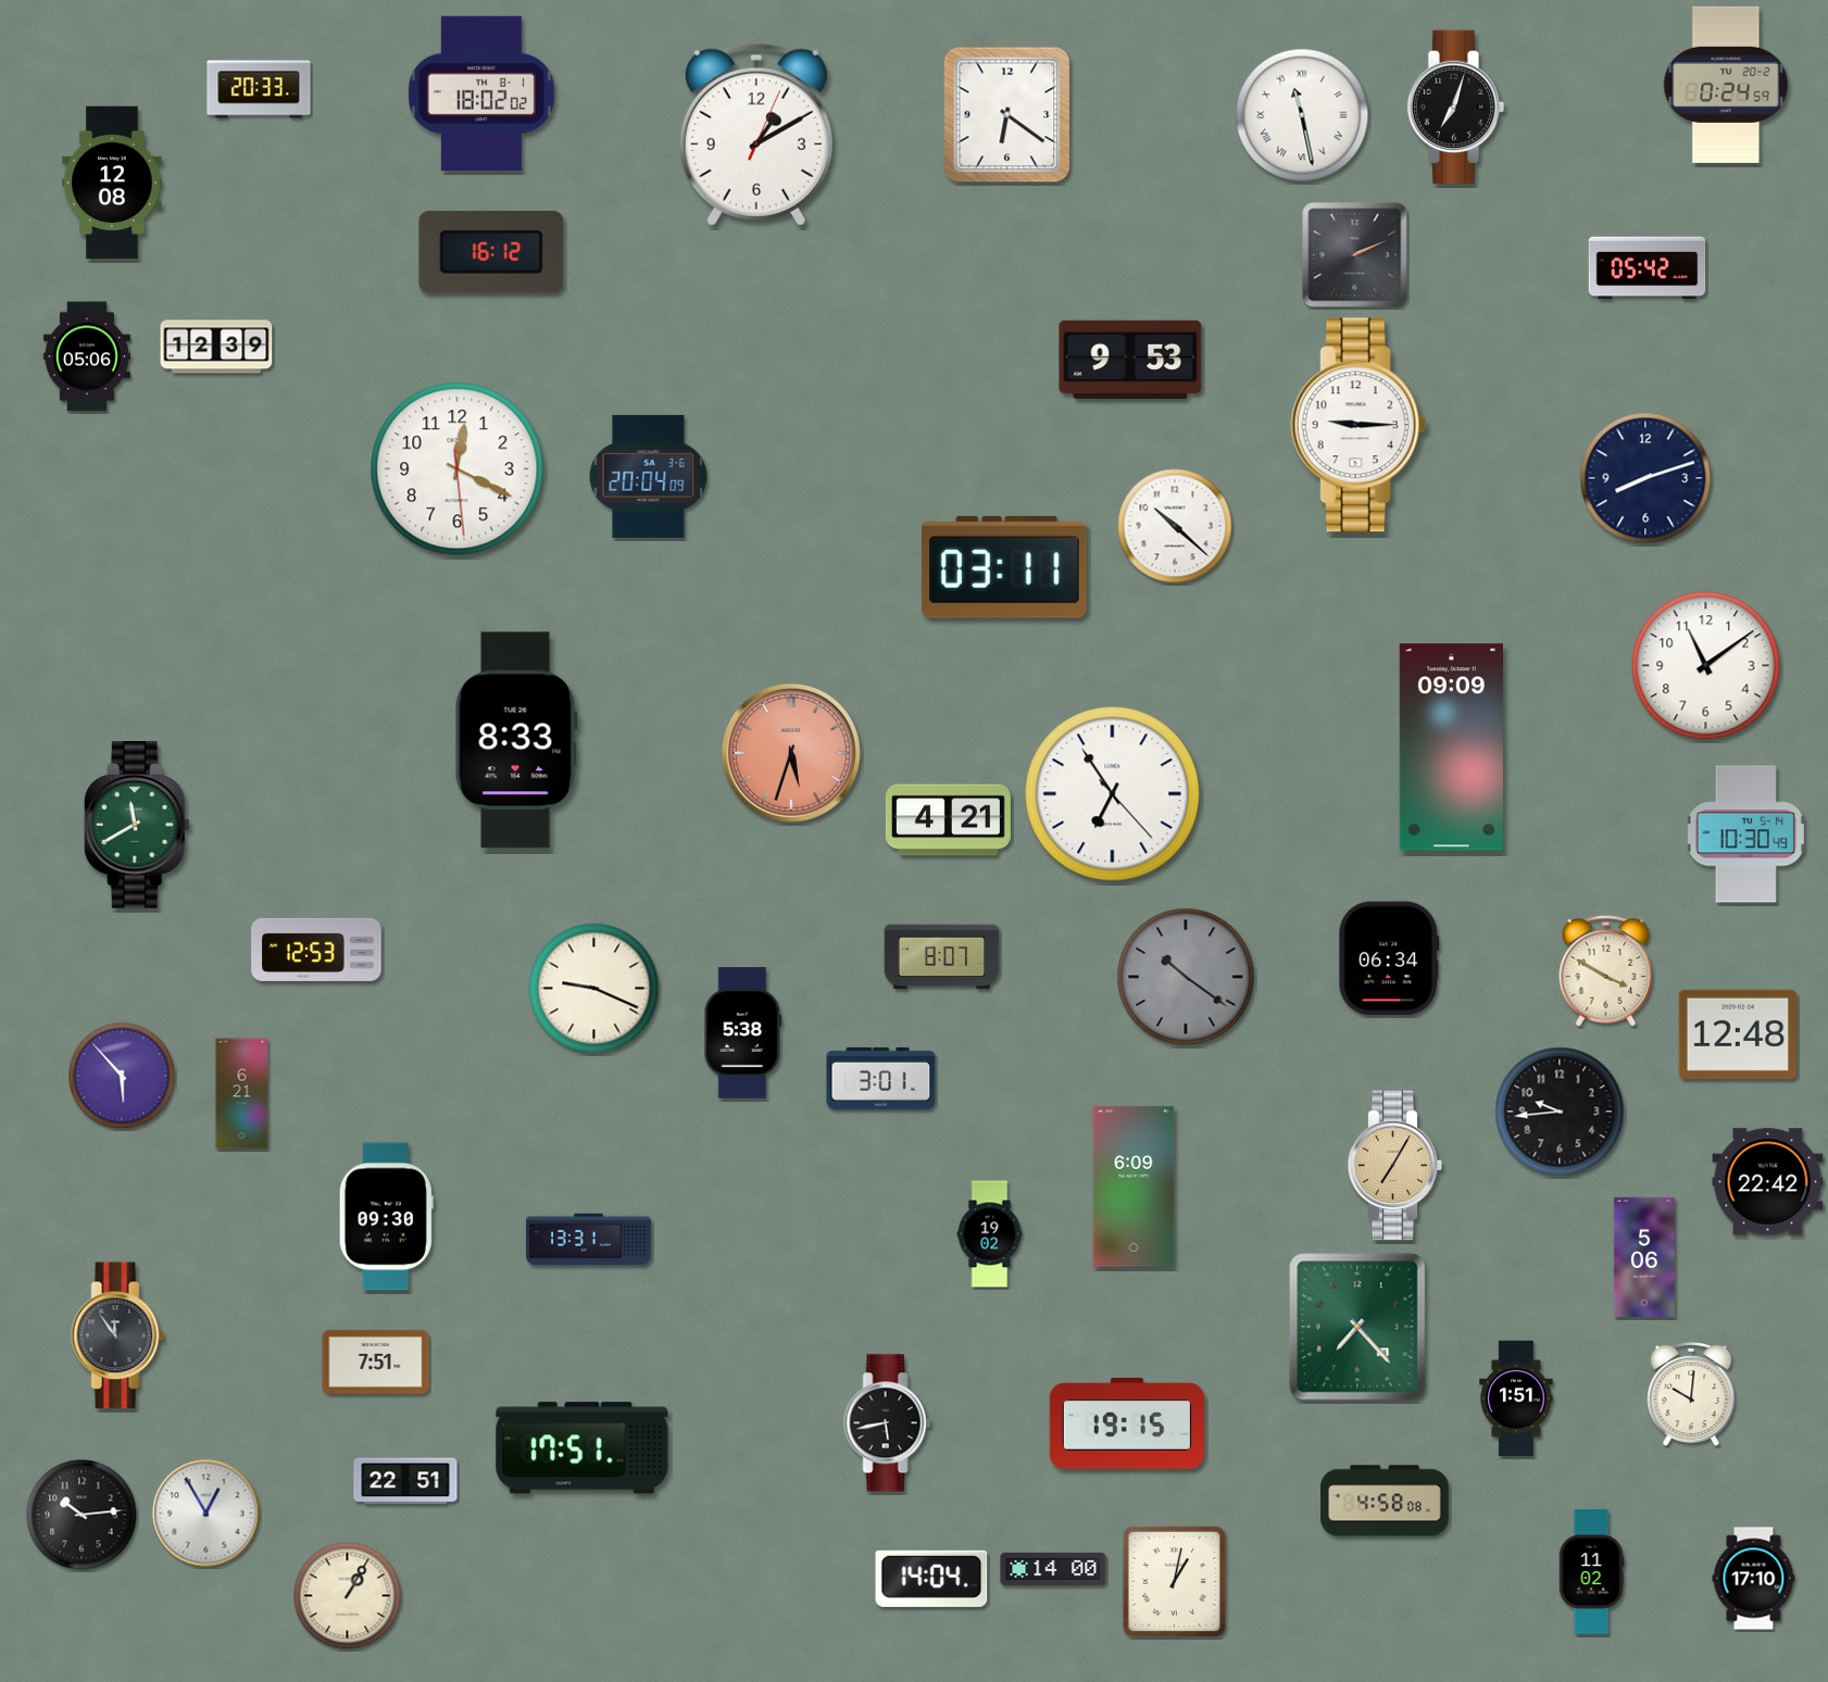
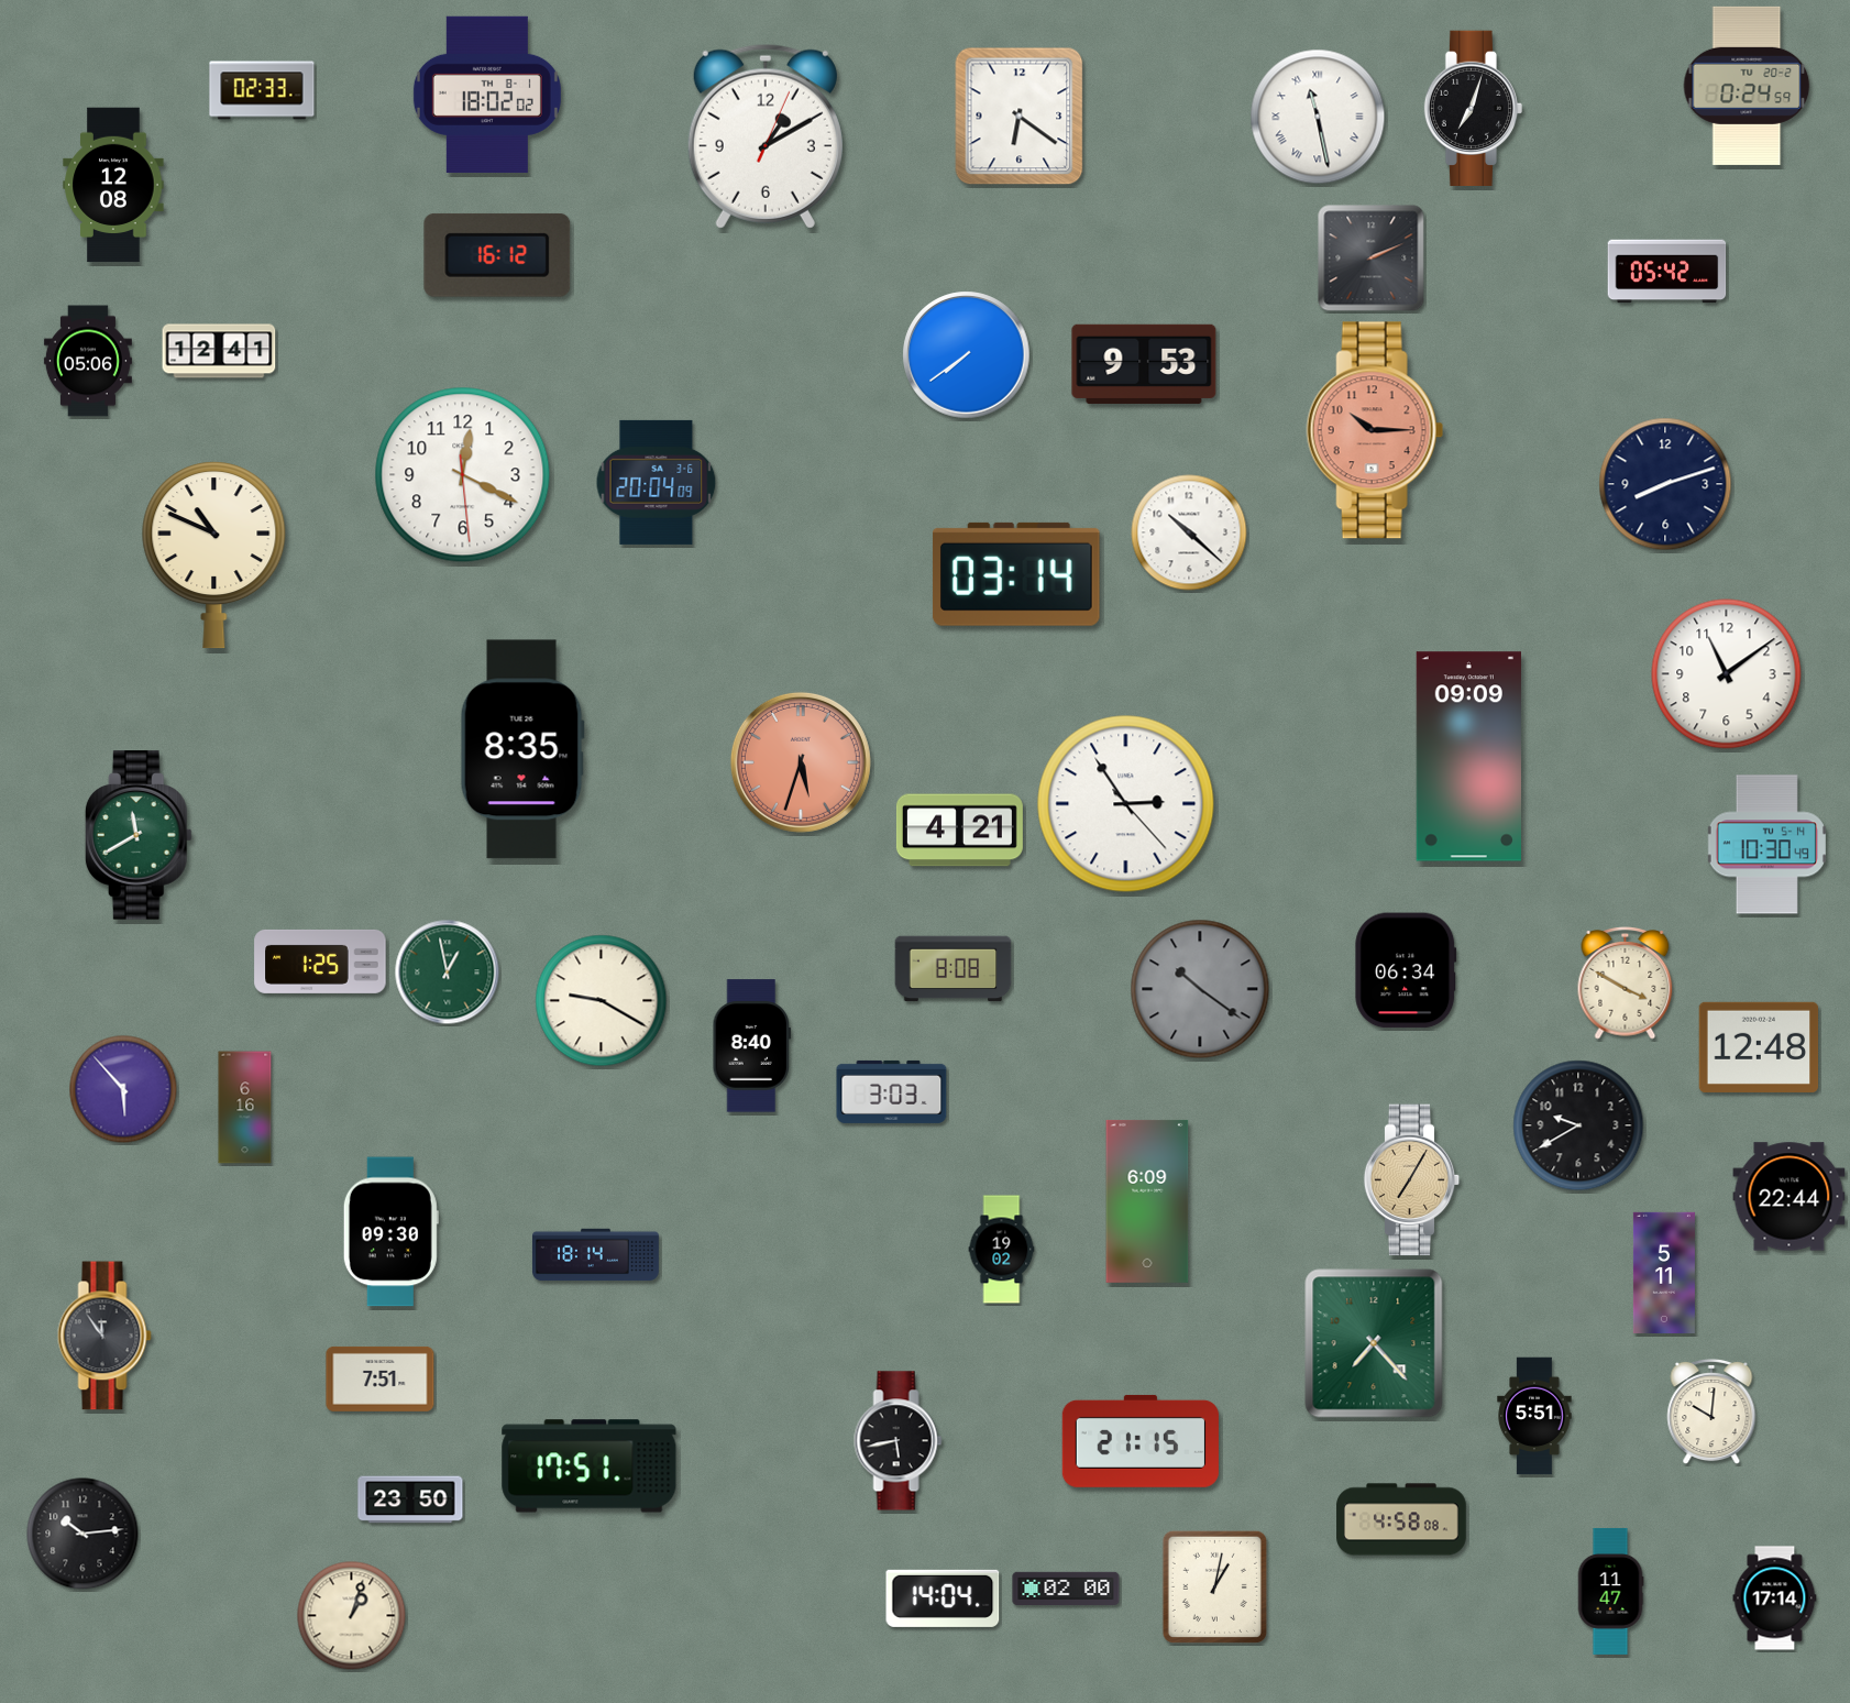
clock at (259, 89): 20:33 -> 02:33
clock at (216, 347): 12:39 -> 12:41
clock at (967, 355): none -> 7:39
clock at (1359, 425): 9:15 -> 10:15
clock at (1359, 425) dial: white -> salmon
clock at (214, 556): none -> 10:49
clock at (1004, 567): 03:11 -> 03:14
clock at (516, 740): 8:33 -> 8:35
clock at (1113, 794): 6:54 -> 2:54
clock at (316, 950): 12:53 -> 1:25
clock at (942, 957): 8:07 -> 8:08
clock at (448, 973): none -> 12:58
clock at (594, 989): 9:19 -> 9:20
clock at (743, 1033): 5:38 -> 8:40
clock at (881, 1078): 3:01 -> 3:03
clock at (242, 1094): 6:21 -> 6:16
clock at (1560, 1112): 9:44 -> 9:40
clock at (1768, 1182): 22:42 -> 22:44
clock at (588, 1240): 13:31 -> 18:14
clock at (1644, 1256): 5:06 -> 5:11
clock at (117, 1335) position: (117, 1335) -> (104, 1336)
clock at (1516, 1398): 1:51 -> 5:51
clock at (1127, 1423): 19:15 -> 21:15
clock at (405, 1481): 22:51 -> 23:50
clock at (206, 1514): 12:55 -> none
clock at (1053, 1569): 14:00 -> 02:00
clock at (1591, 1571): 11:02 -> 11:47
clock at (1754, 1579): 17:10 -> 17:14
clock at (1174, 1581) position: (1174, 1581) -> (1214, 1586)
clock at (348, 1596): 1:05 -> 1:03
